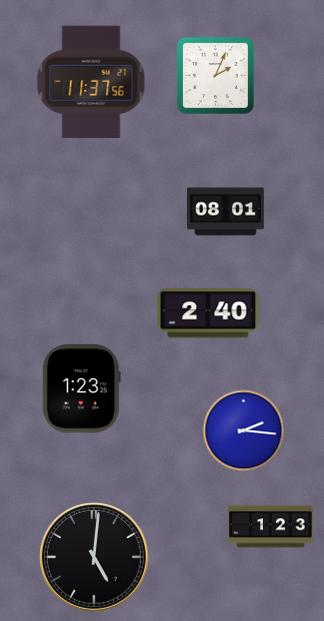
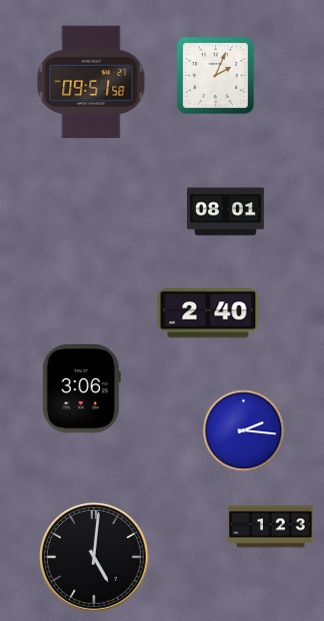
clock at (91, 82): 11:37 -> 09:51
clock at (81, 389): 1:23 -> 3:06
